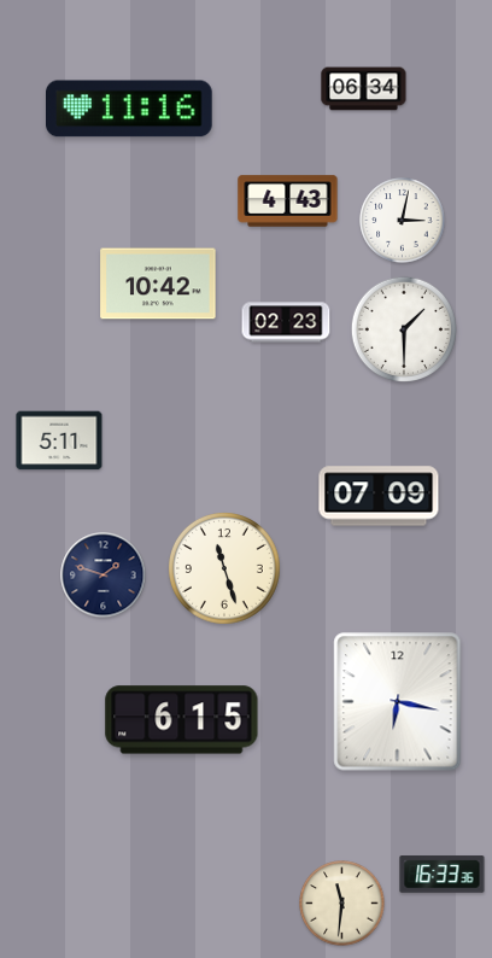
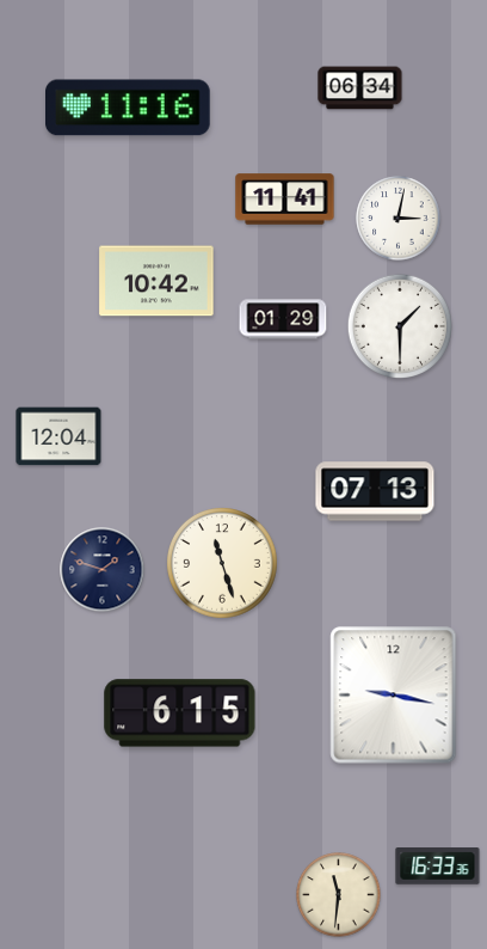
clock at (288, 201): 4:43 -> 11:41
clock at (286, 322): 02:23 -> 01:29
clock at (59, 440): 5:11 -> 12:04
clock at (379, 496): 07:09 -> 07:13
clock at (398, 702): 6:17 -> 9:17
